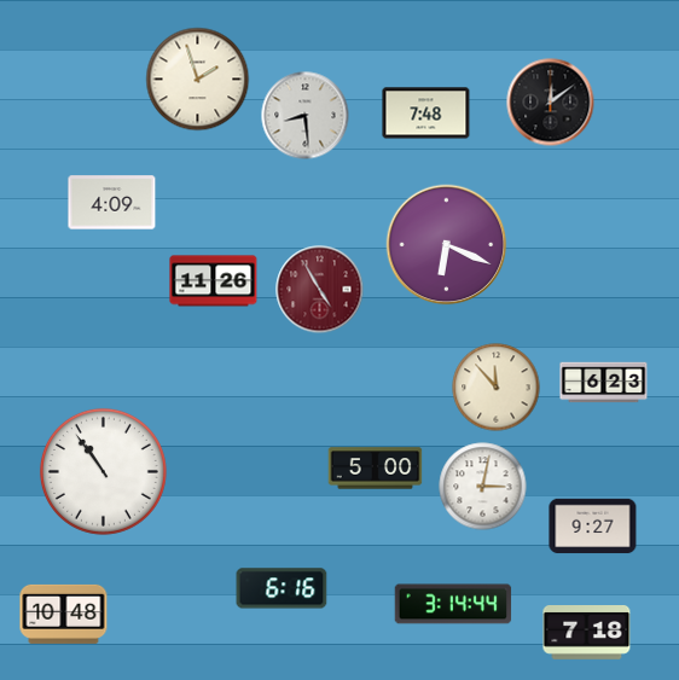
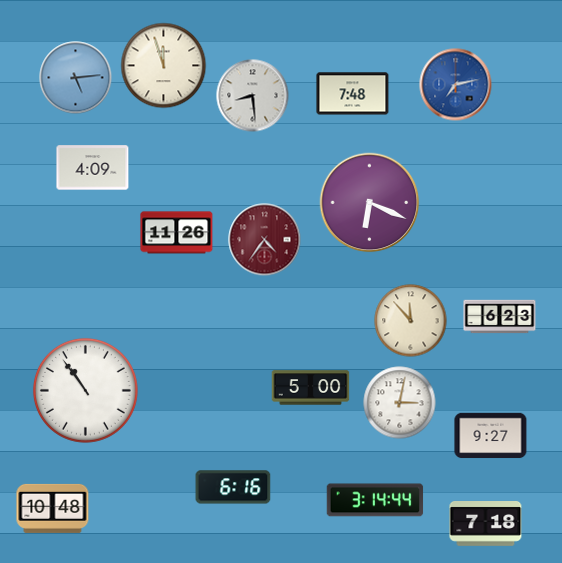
clock at (198, 80): 1:57 -> 11:57
clock at (76, 78): none -> 5:14
clock at (551, 103): 12:09 -> 7:13
clock at (551, 103) dial: black -> blue
clock at (320, 290): 4:55 -> 4:36
